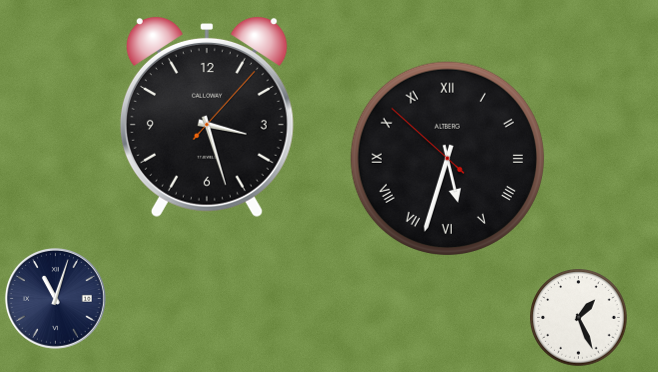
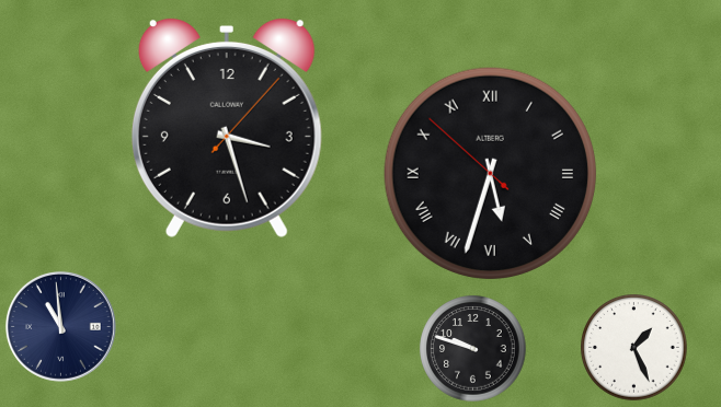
clock at (55, 298): 11:03 -> 10:59
clock at (473, 349): none -> 9:48
